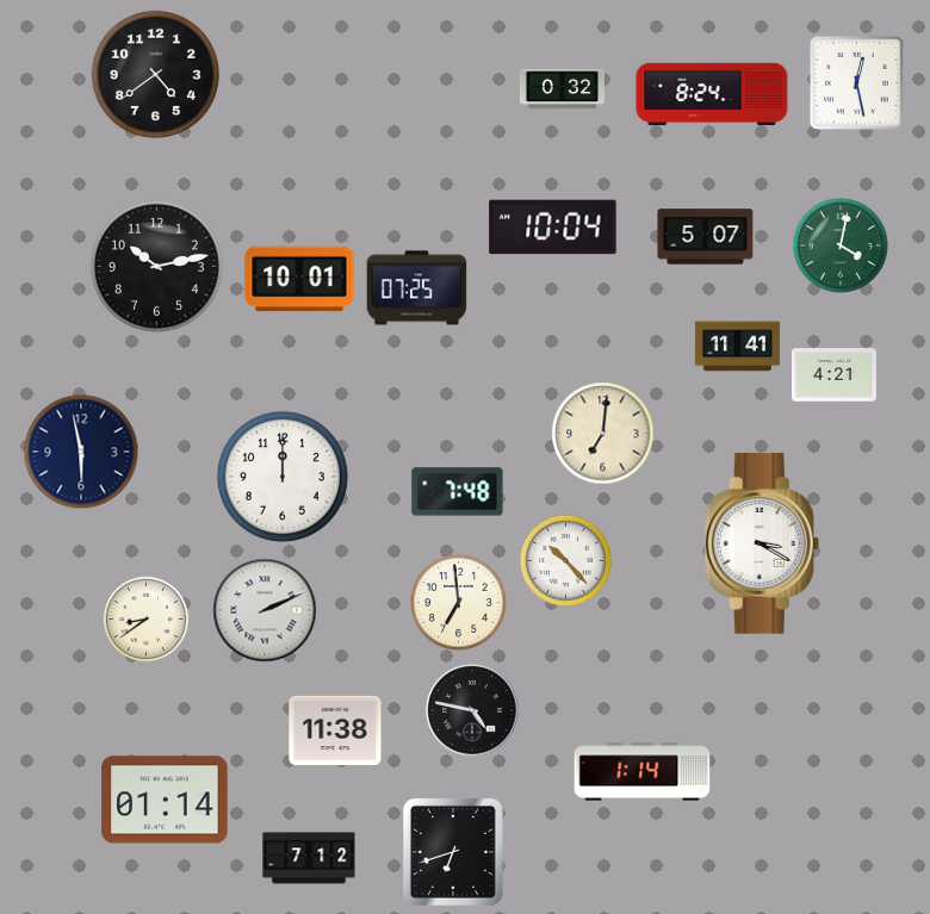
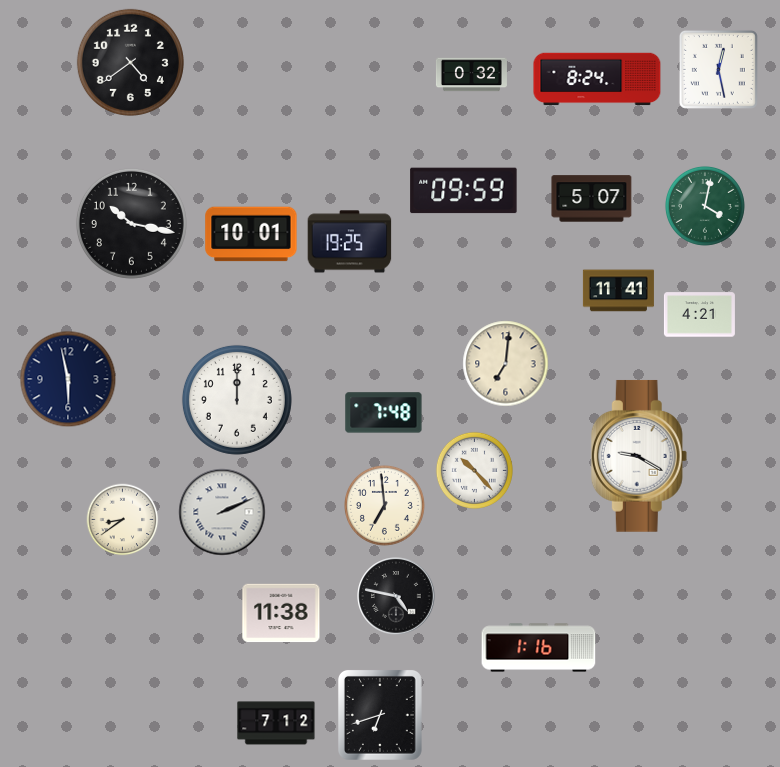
clock at (553, 228): 10:04 -> 09:59
clock at (156, 266): 10:13 -> 10:17
clock at (417, 288): 07:25 -> 19:25
clock at (762, 543): 3:20 -> 9:20
clock at (643, 772): 1:14 -> 1:16
clock at (165, 800): 01:14 -> none
clock at (309, 858) position: (309, 858) -> (276, 723)
